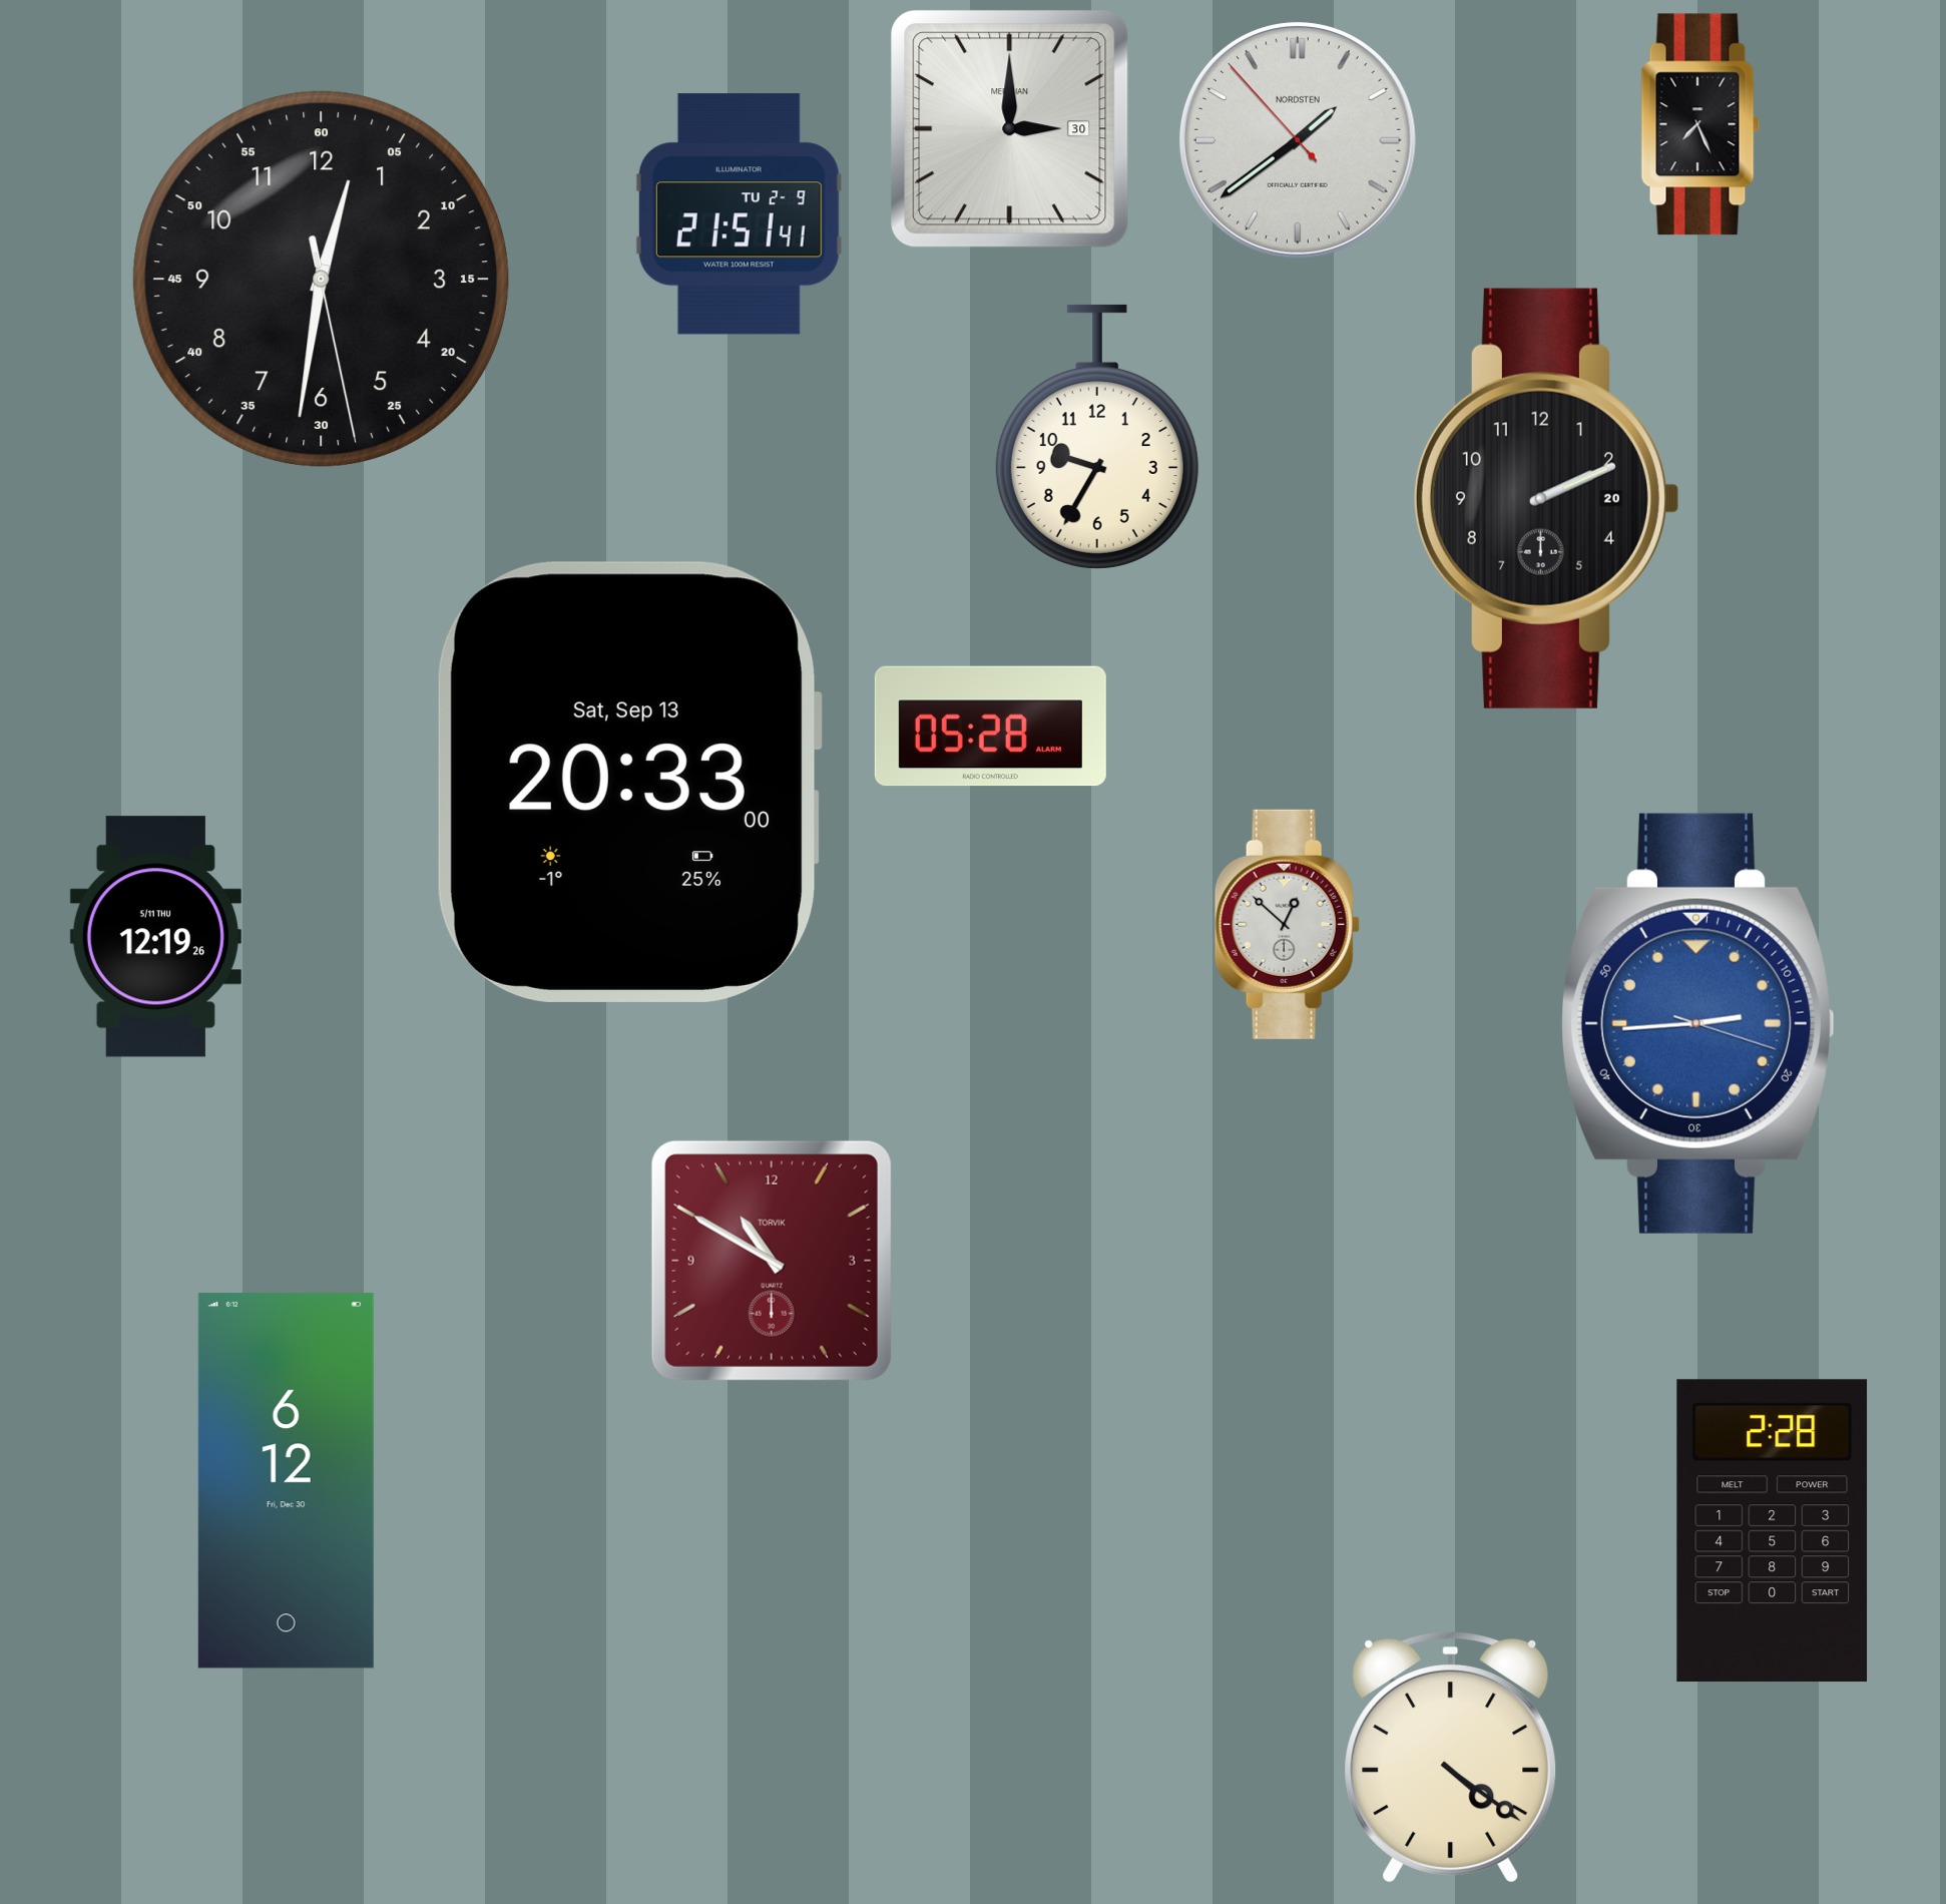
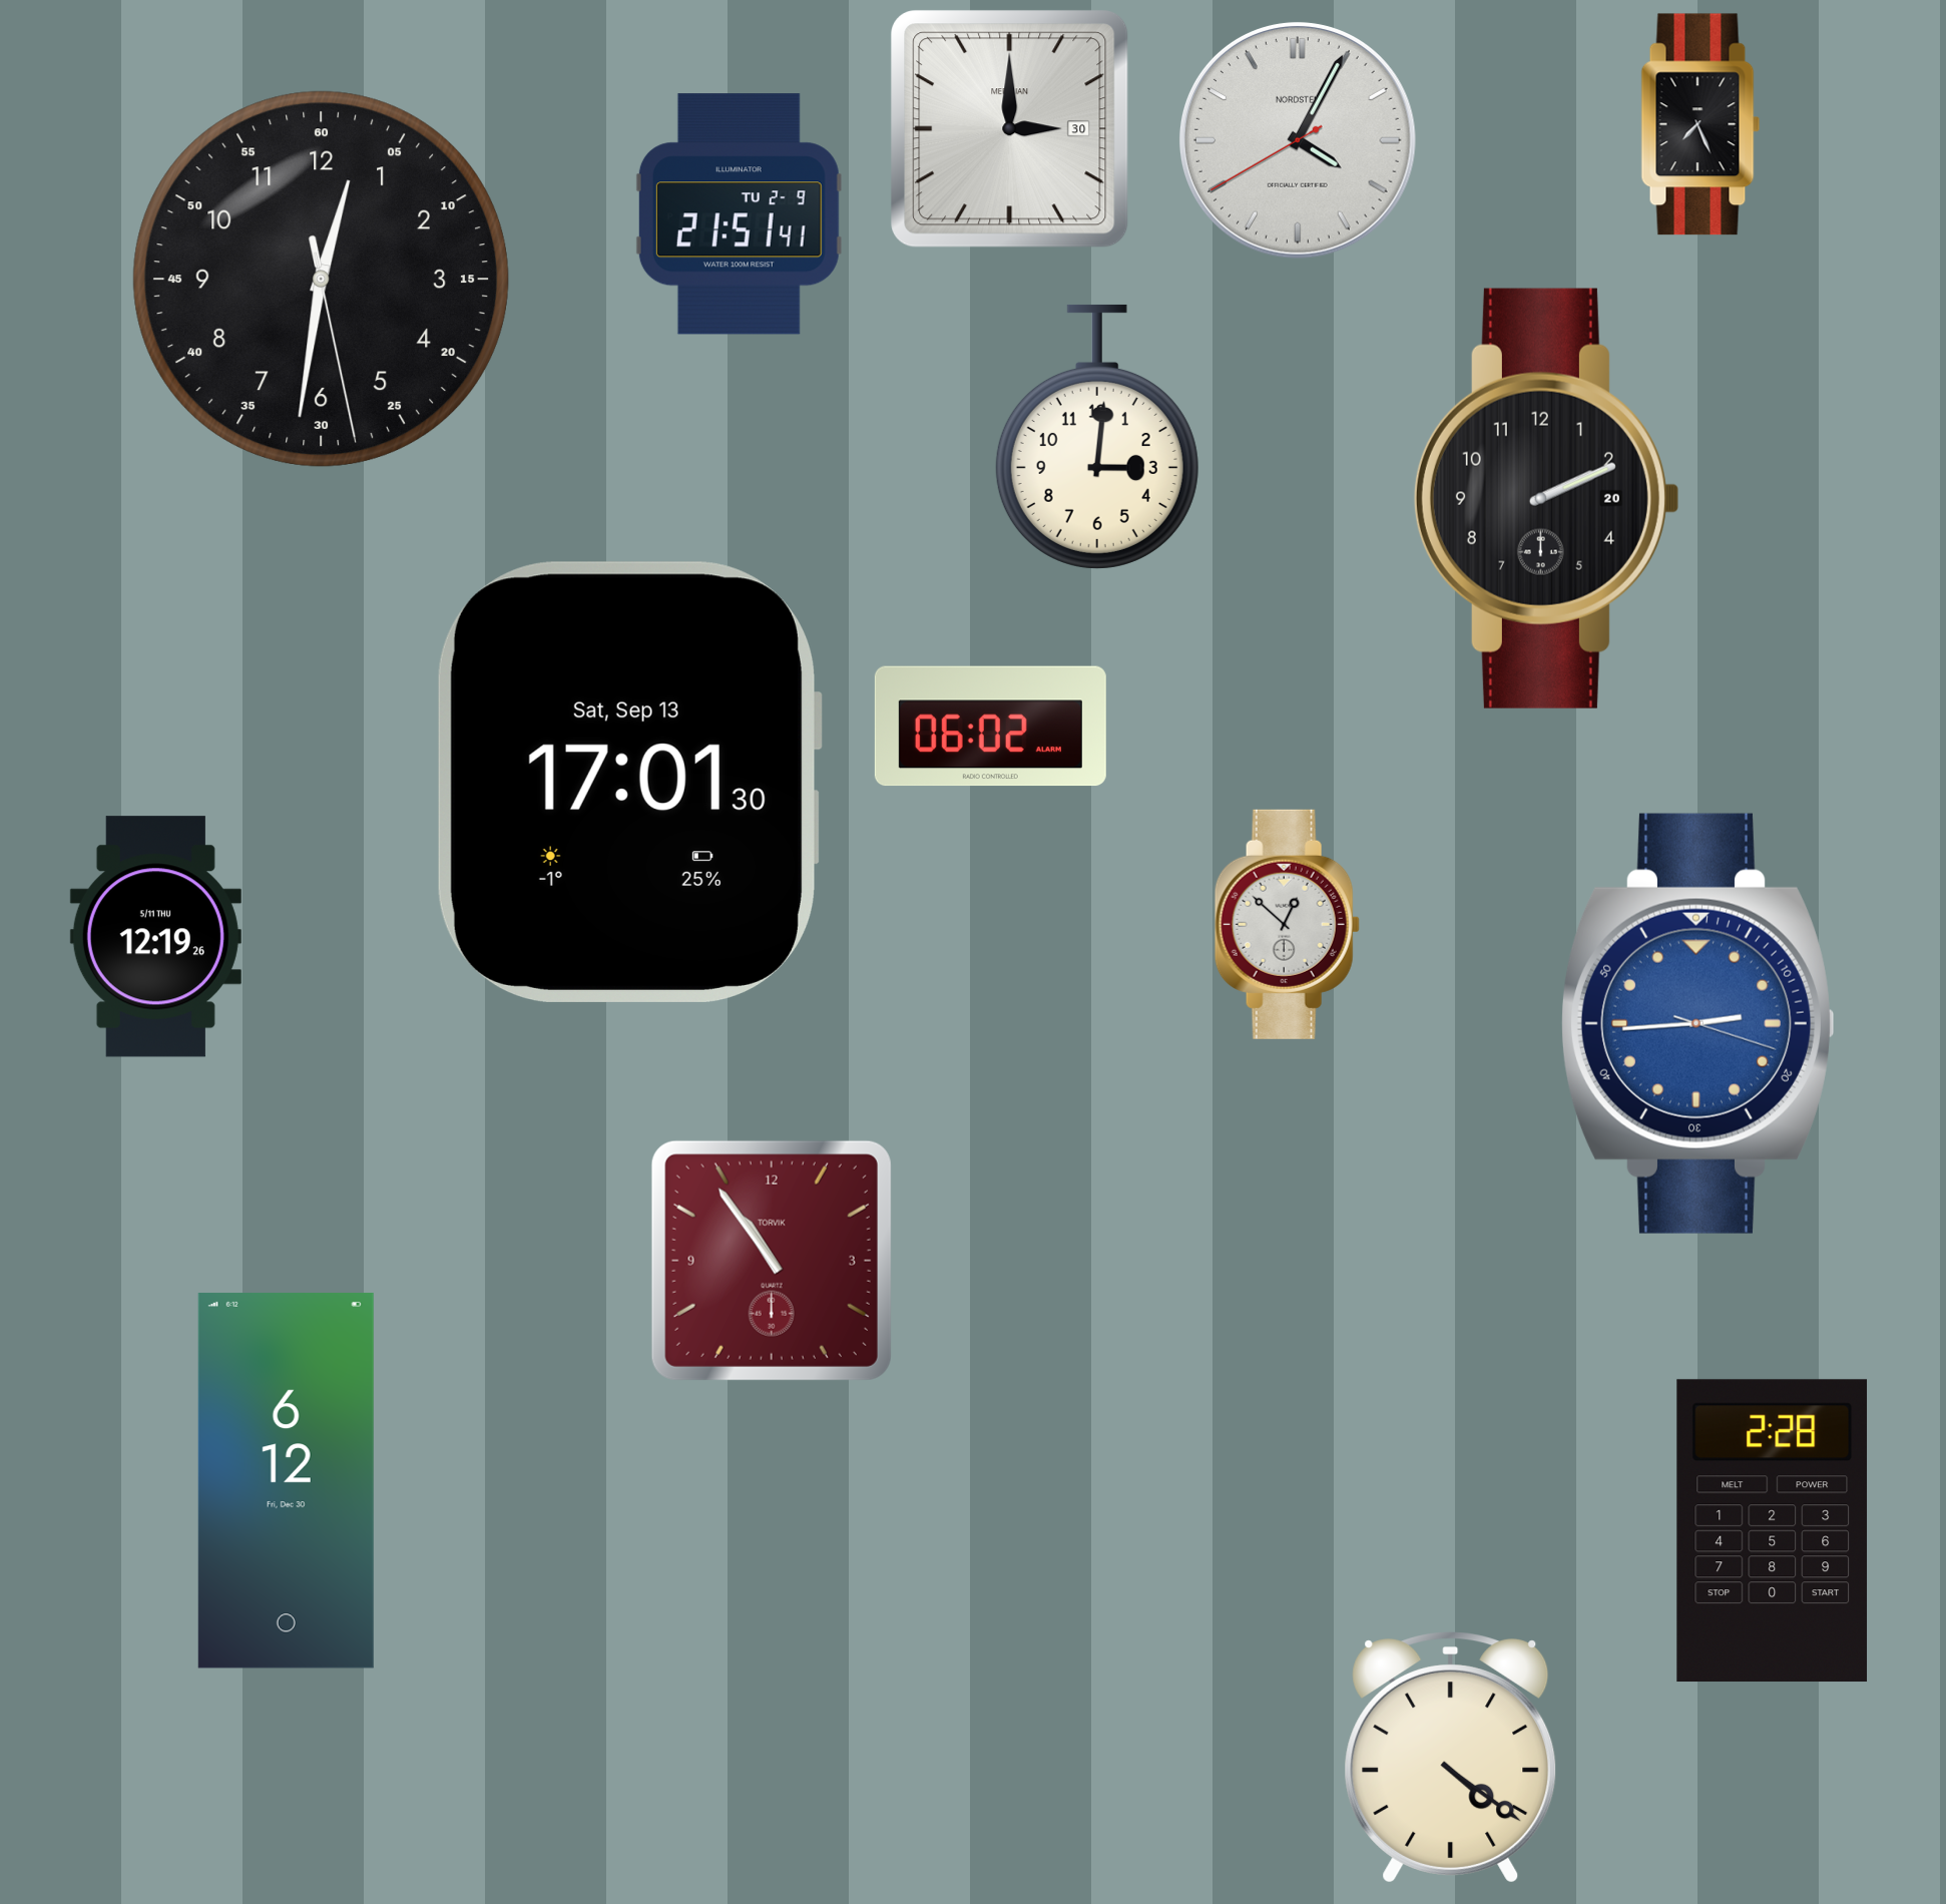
clock at (1298, 140): 1:38 -> 4:04
clock at (1097, 437): 9:35 -> 3:01
clock at (990, 727): 05:28 -> 06:02
clock at (629, 782): 20:33 -> 17:01
clock at (772, 1261): 10:50 -> 10:54
